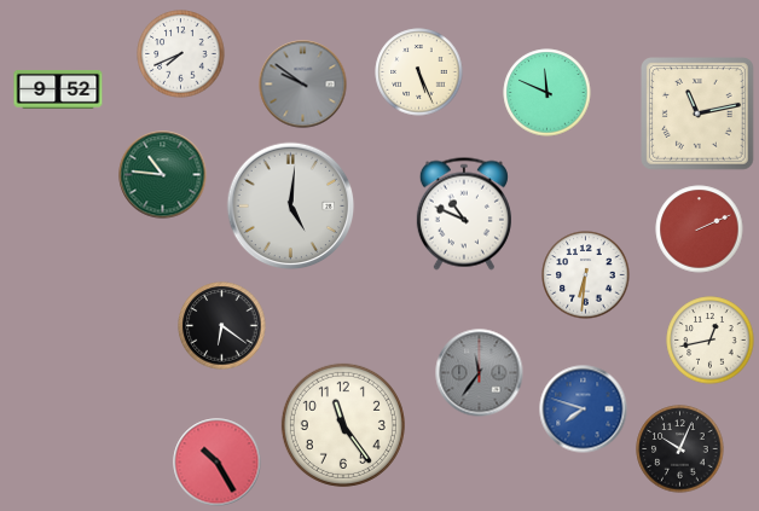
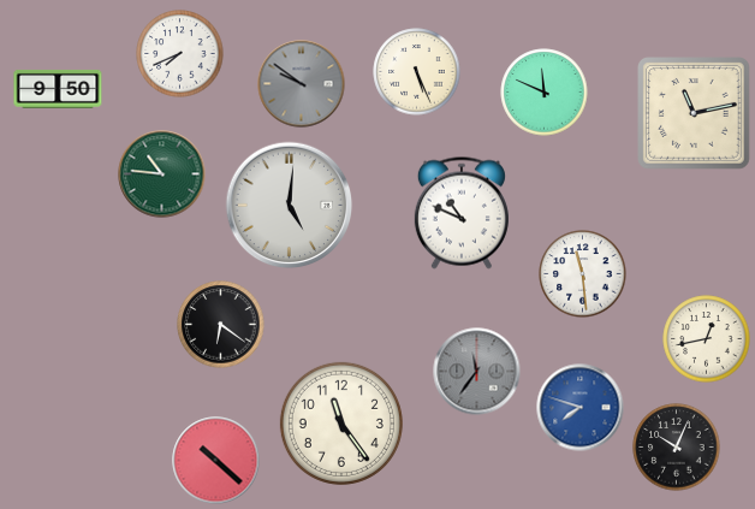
clock at (58, 89): 9:52 -> 9:50
clock at (700, 230): 2:11 -> none
clock at (586, 275): 6:31 -> 11:29
clock at (218, 463): 10:25 -> 10:22
